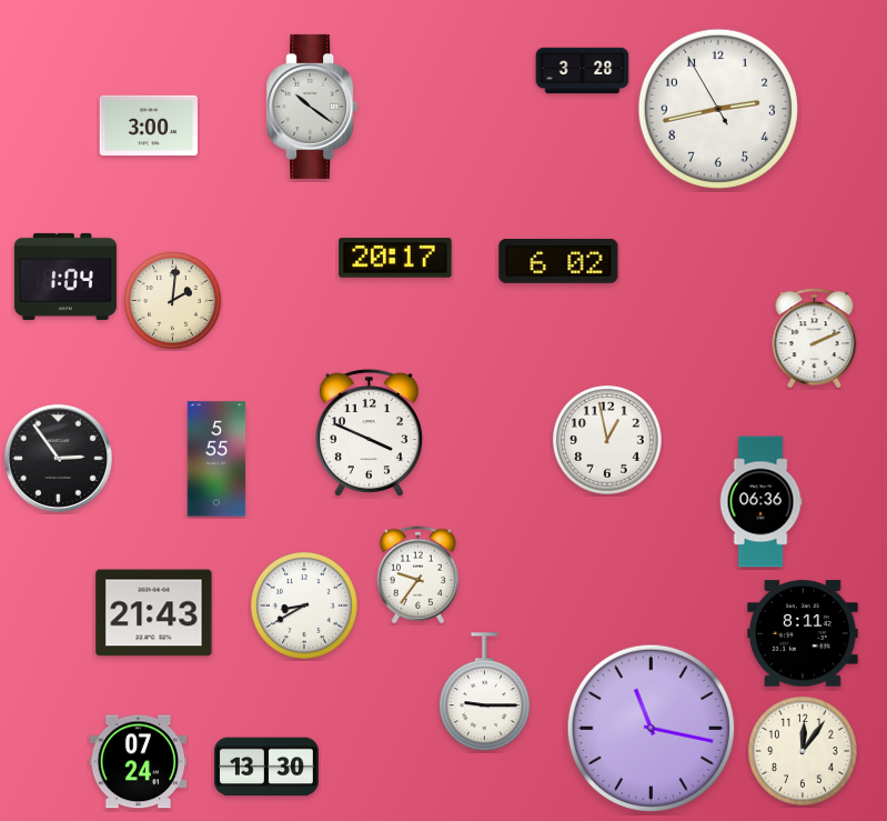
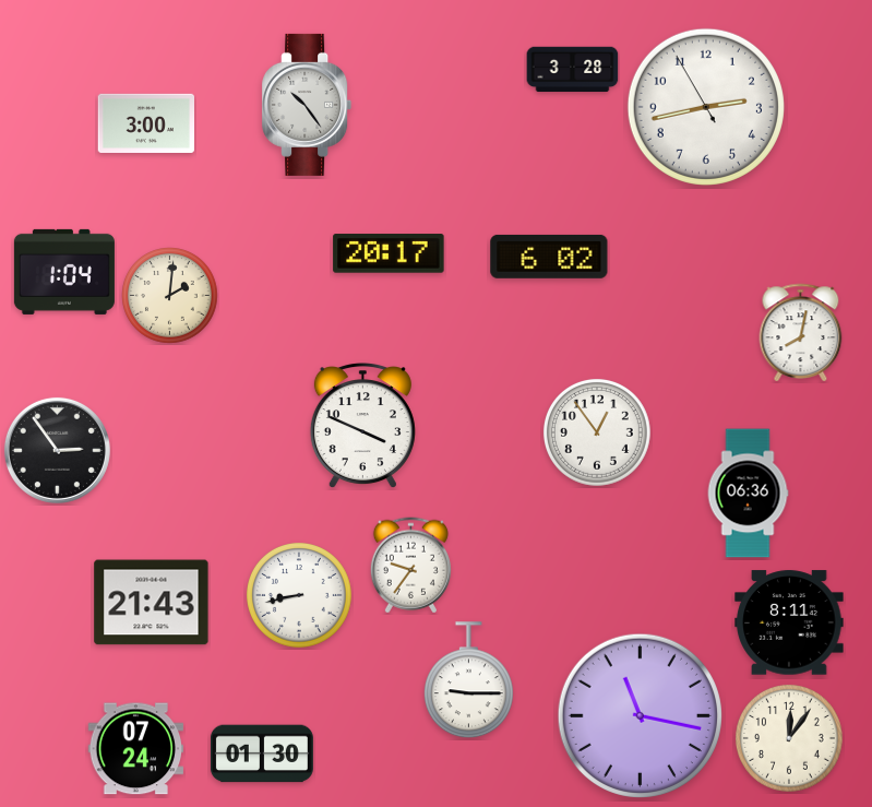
clock at (312, 107): 10:21 -> 10:24
clock at (815, 338): 2:11 -> 8:02
clock at (607, 440): 12:58 -> 12:54
clock at (216, 459): 5:55 -> none
clock at (305, 607): 8:40 -> 8:43
clock at (484, 692) position: (484, 692) -> (468, 680)
clock at (266, 767): 13:30 -> 01:30
